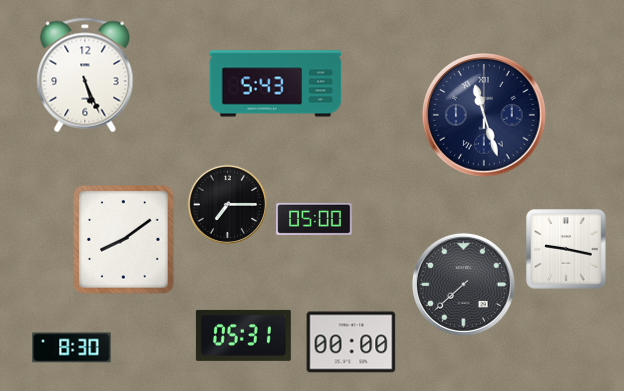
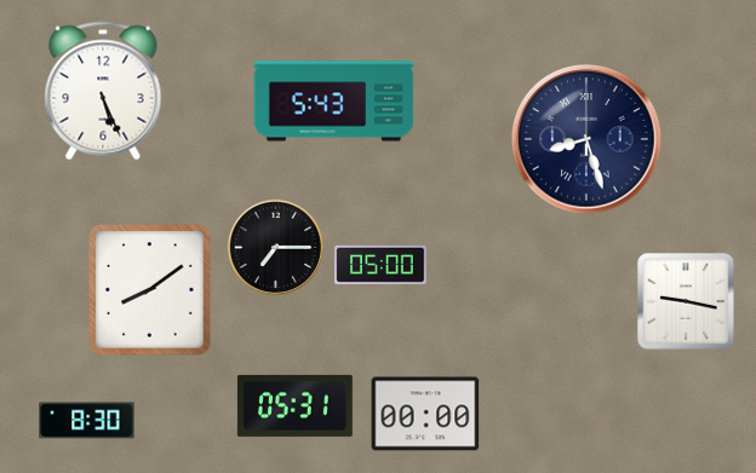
clock at (484, 115): 11:27 -> 8:27
clock at (463, 284): 7:38 -> none
